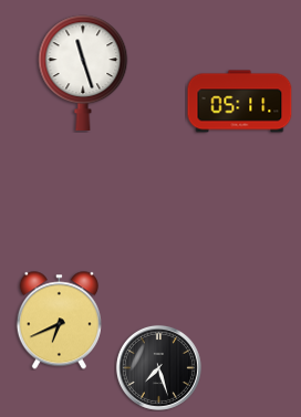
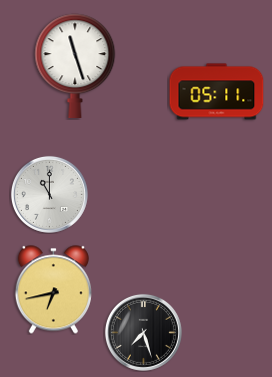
clock at (49, 194): none -> 11:00
clock at (59, 321): 6:41 -> 6:43
